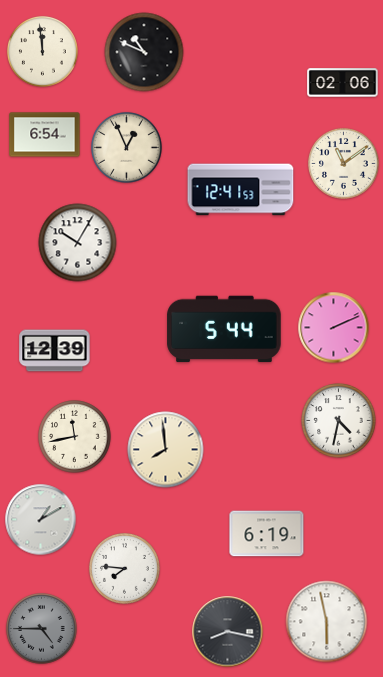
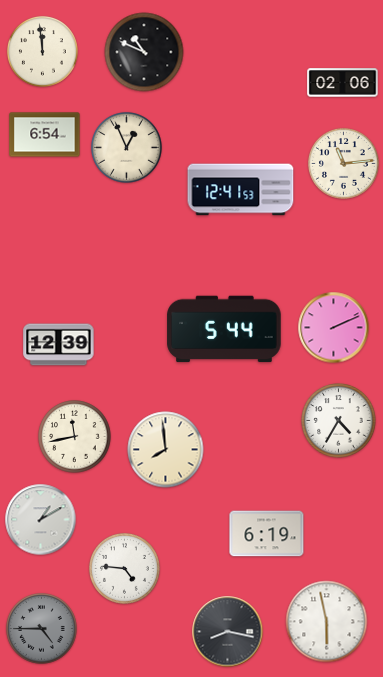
clock at (343, 163): 11:09 -> 11:14
clock at (78, 243): 10:05 -> none
clock at (55, 351) position: (55, 351) -> (59, 345)
clock at (339, 421): 4:32 -> 4:35
clock at (124, 568): 7:46 -> 4:46
